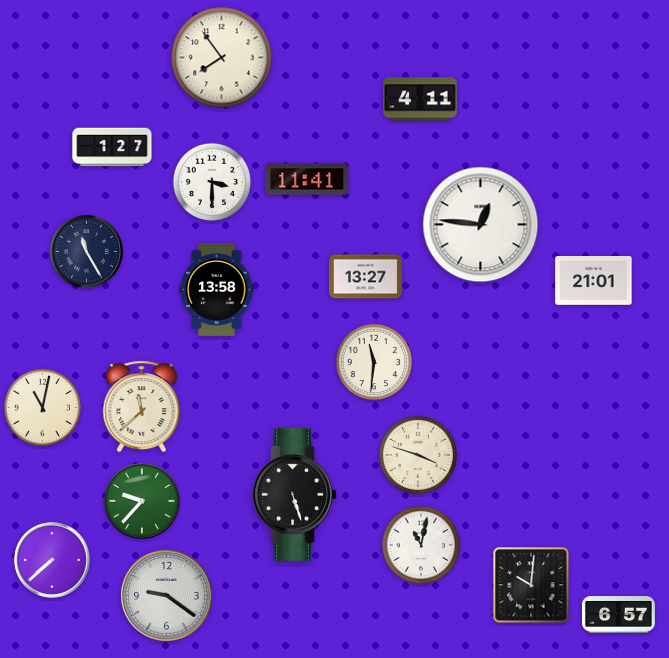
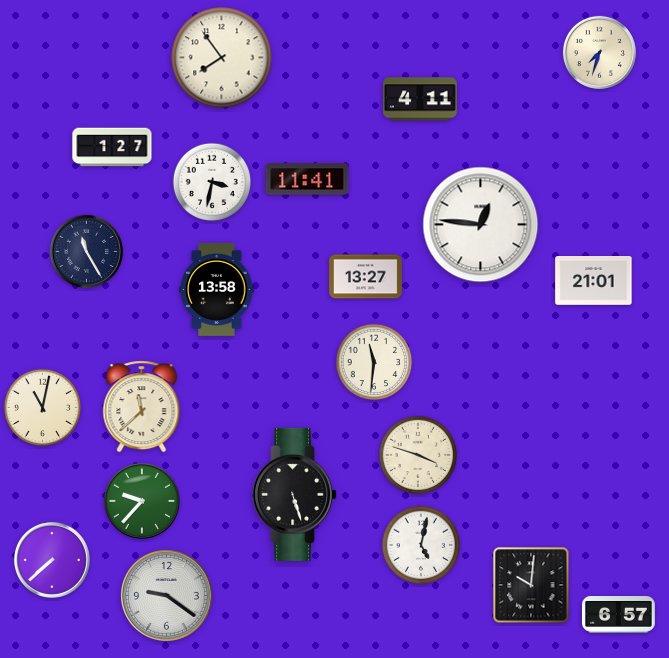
clock at (599, 52): none -> 7:33
clock at (212, 182): 3:30 -> 3:32
clock at (421, 545): 11:02 -> 5:02
